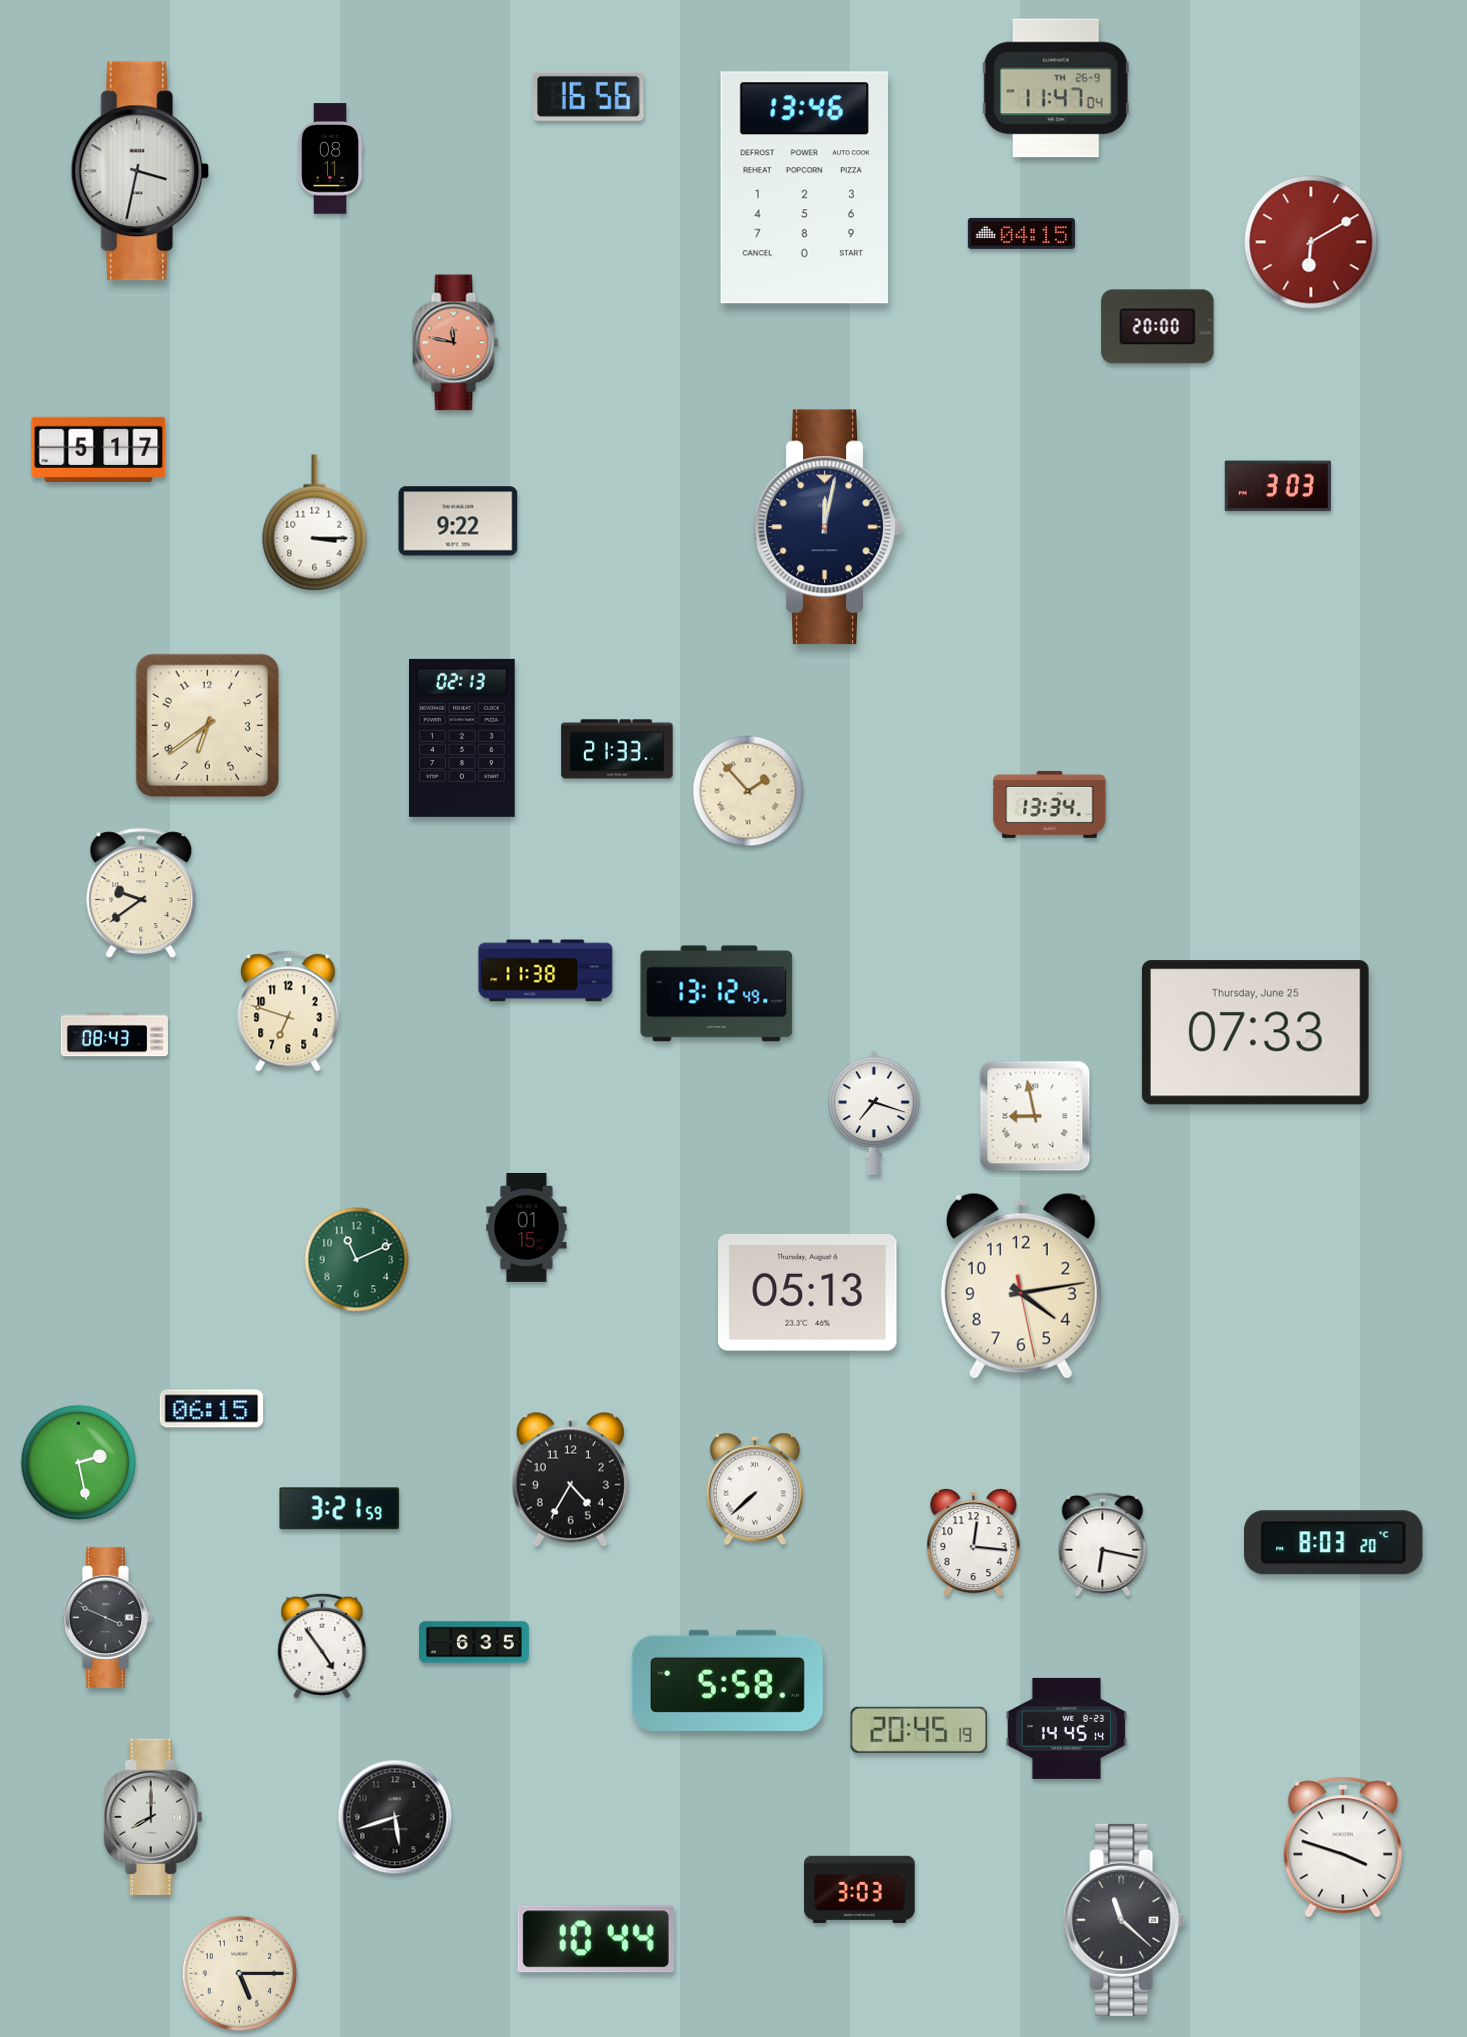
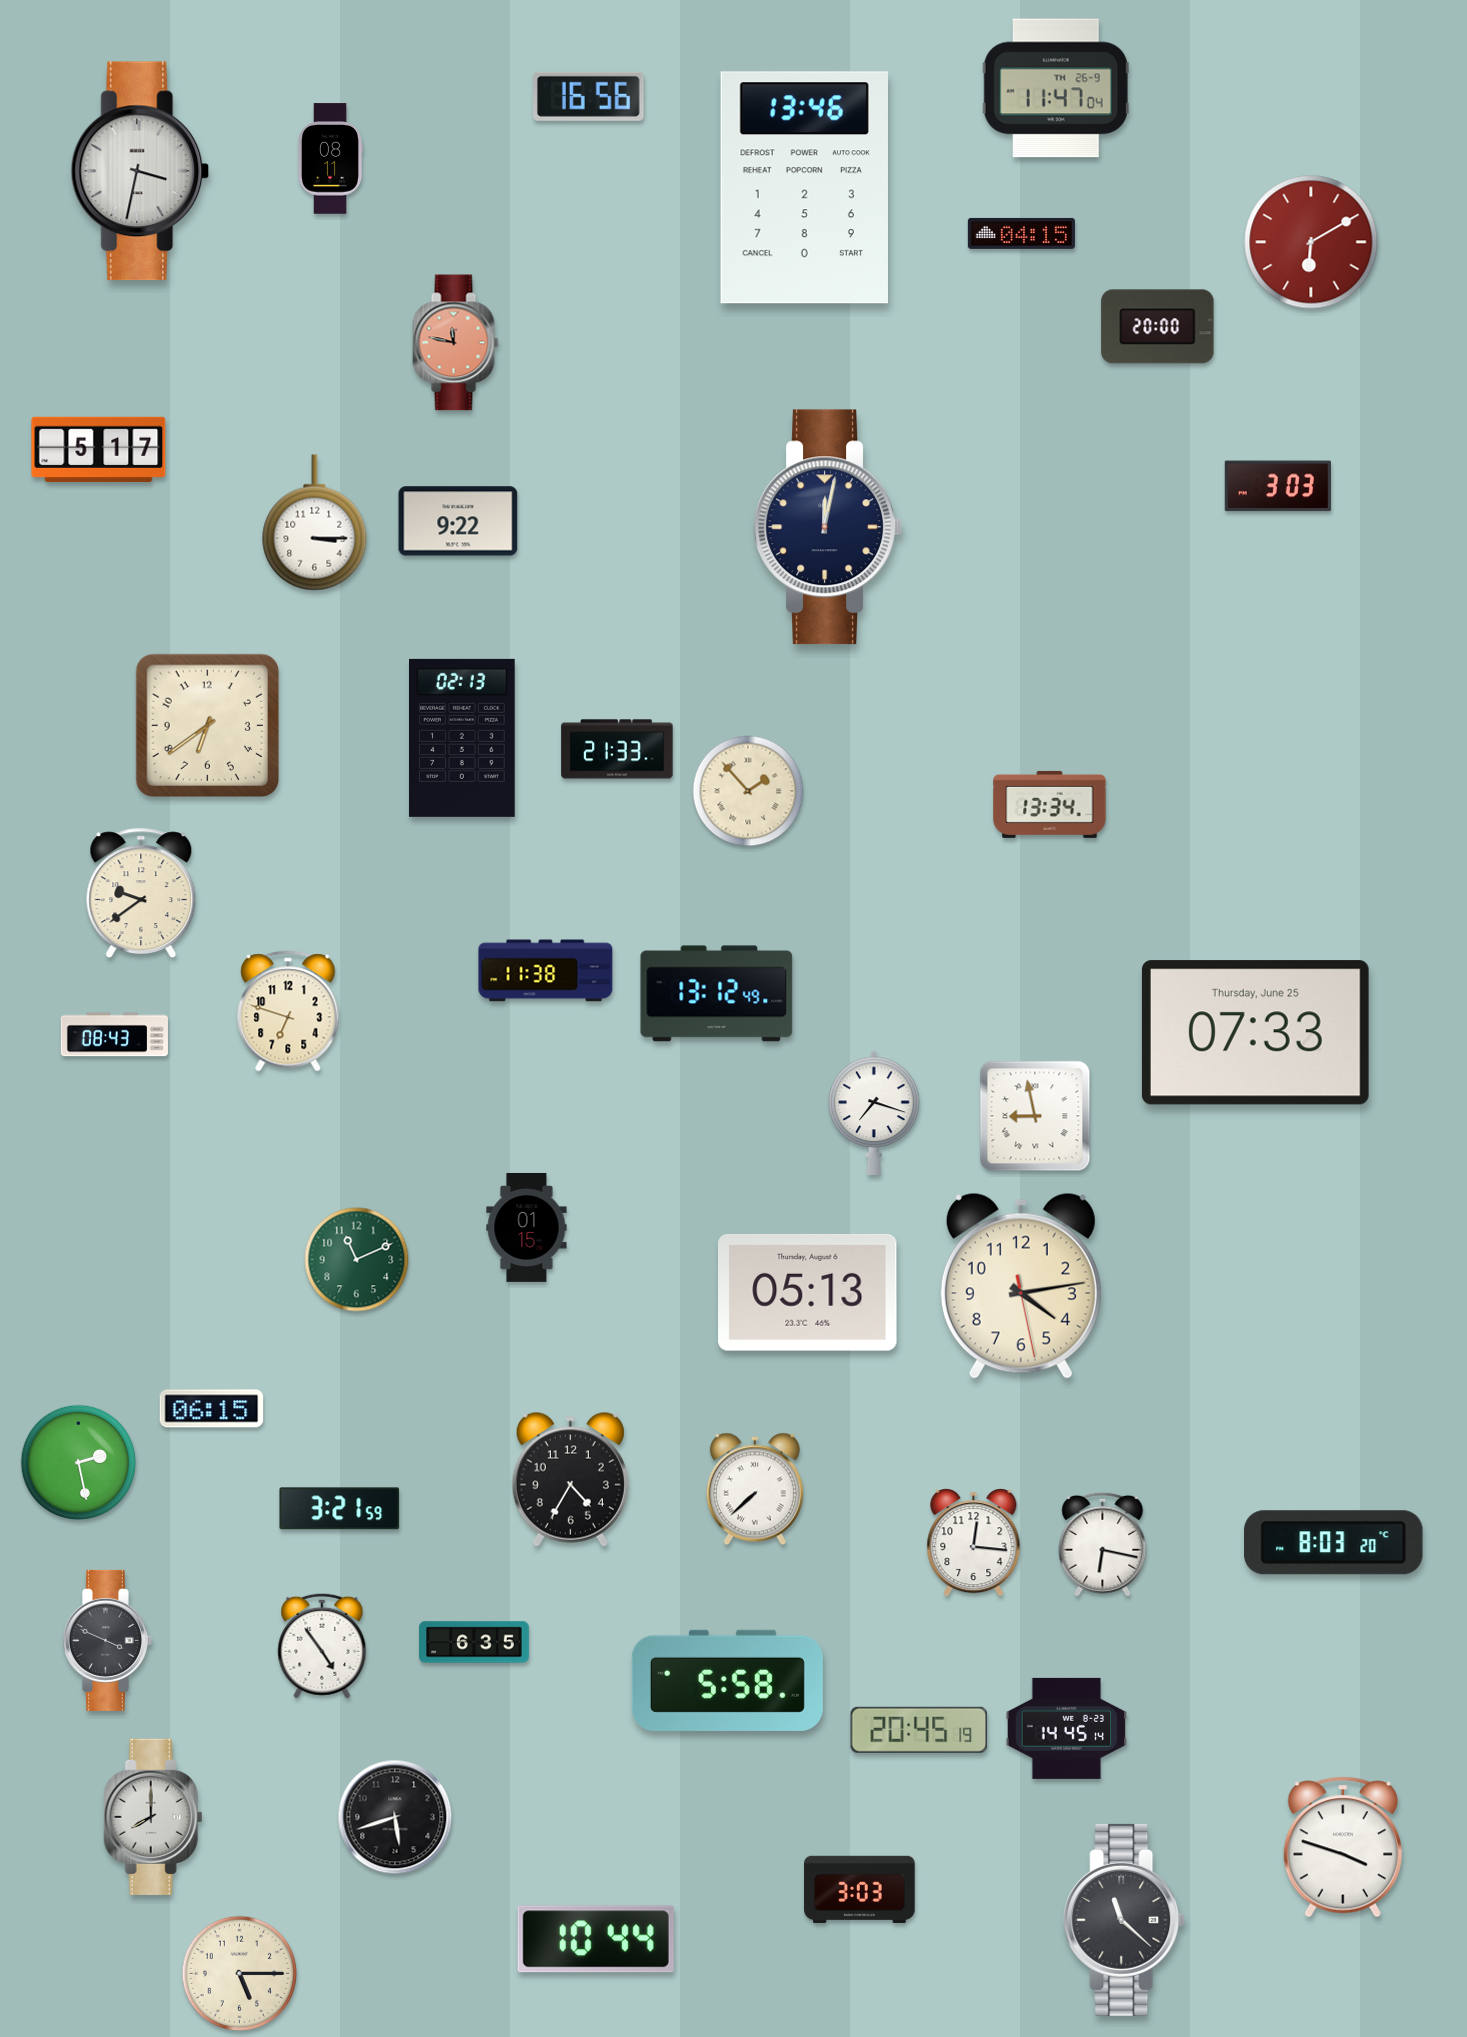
clock at (107, 1617) position: (107, 1617) -> (107, 1640)
